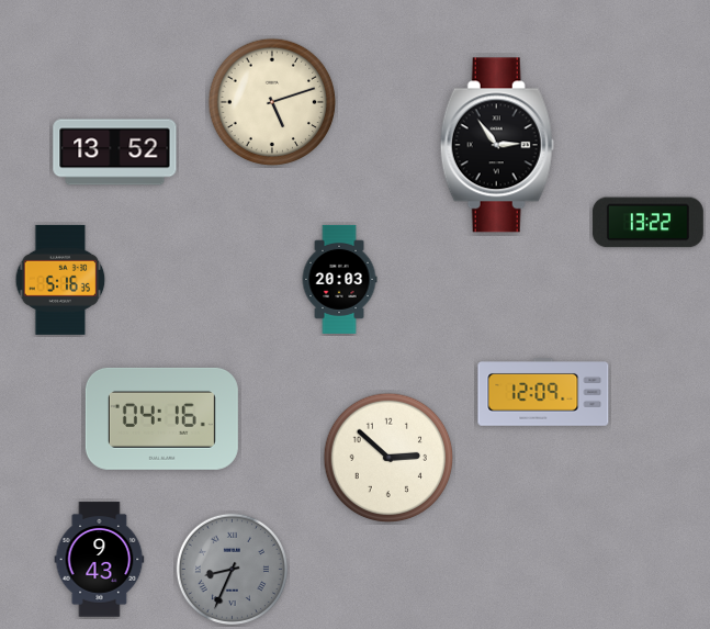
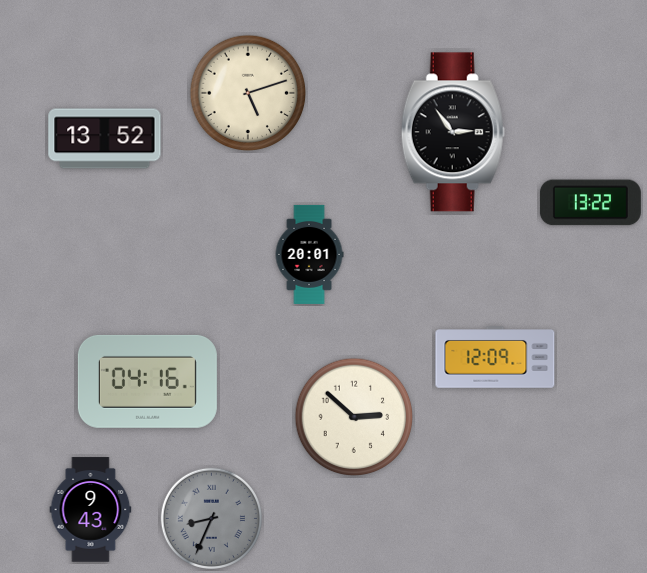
clock at (339, 279): 20:03 -> 20:01
clock at (60, 280): 5:16 -> none
